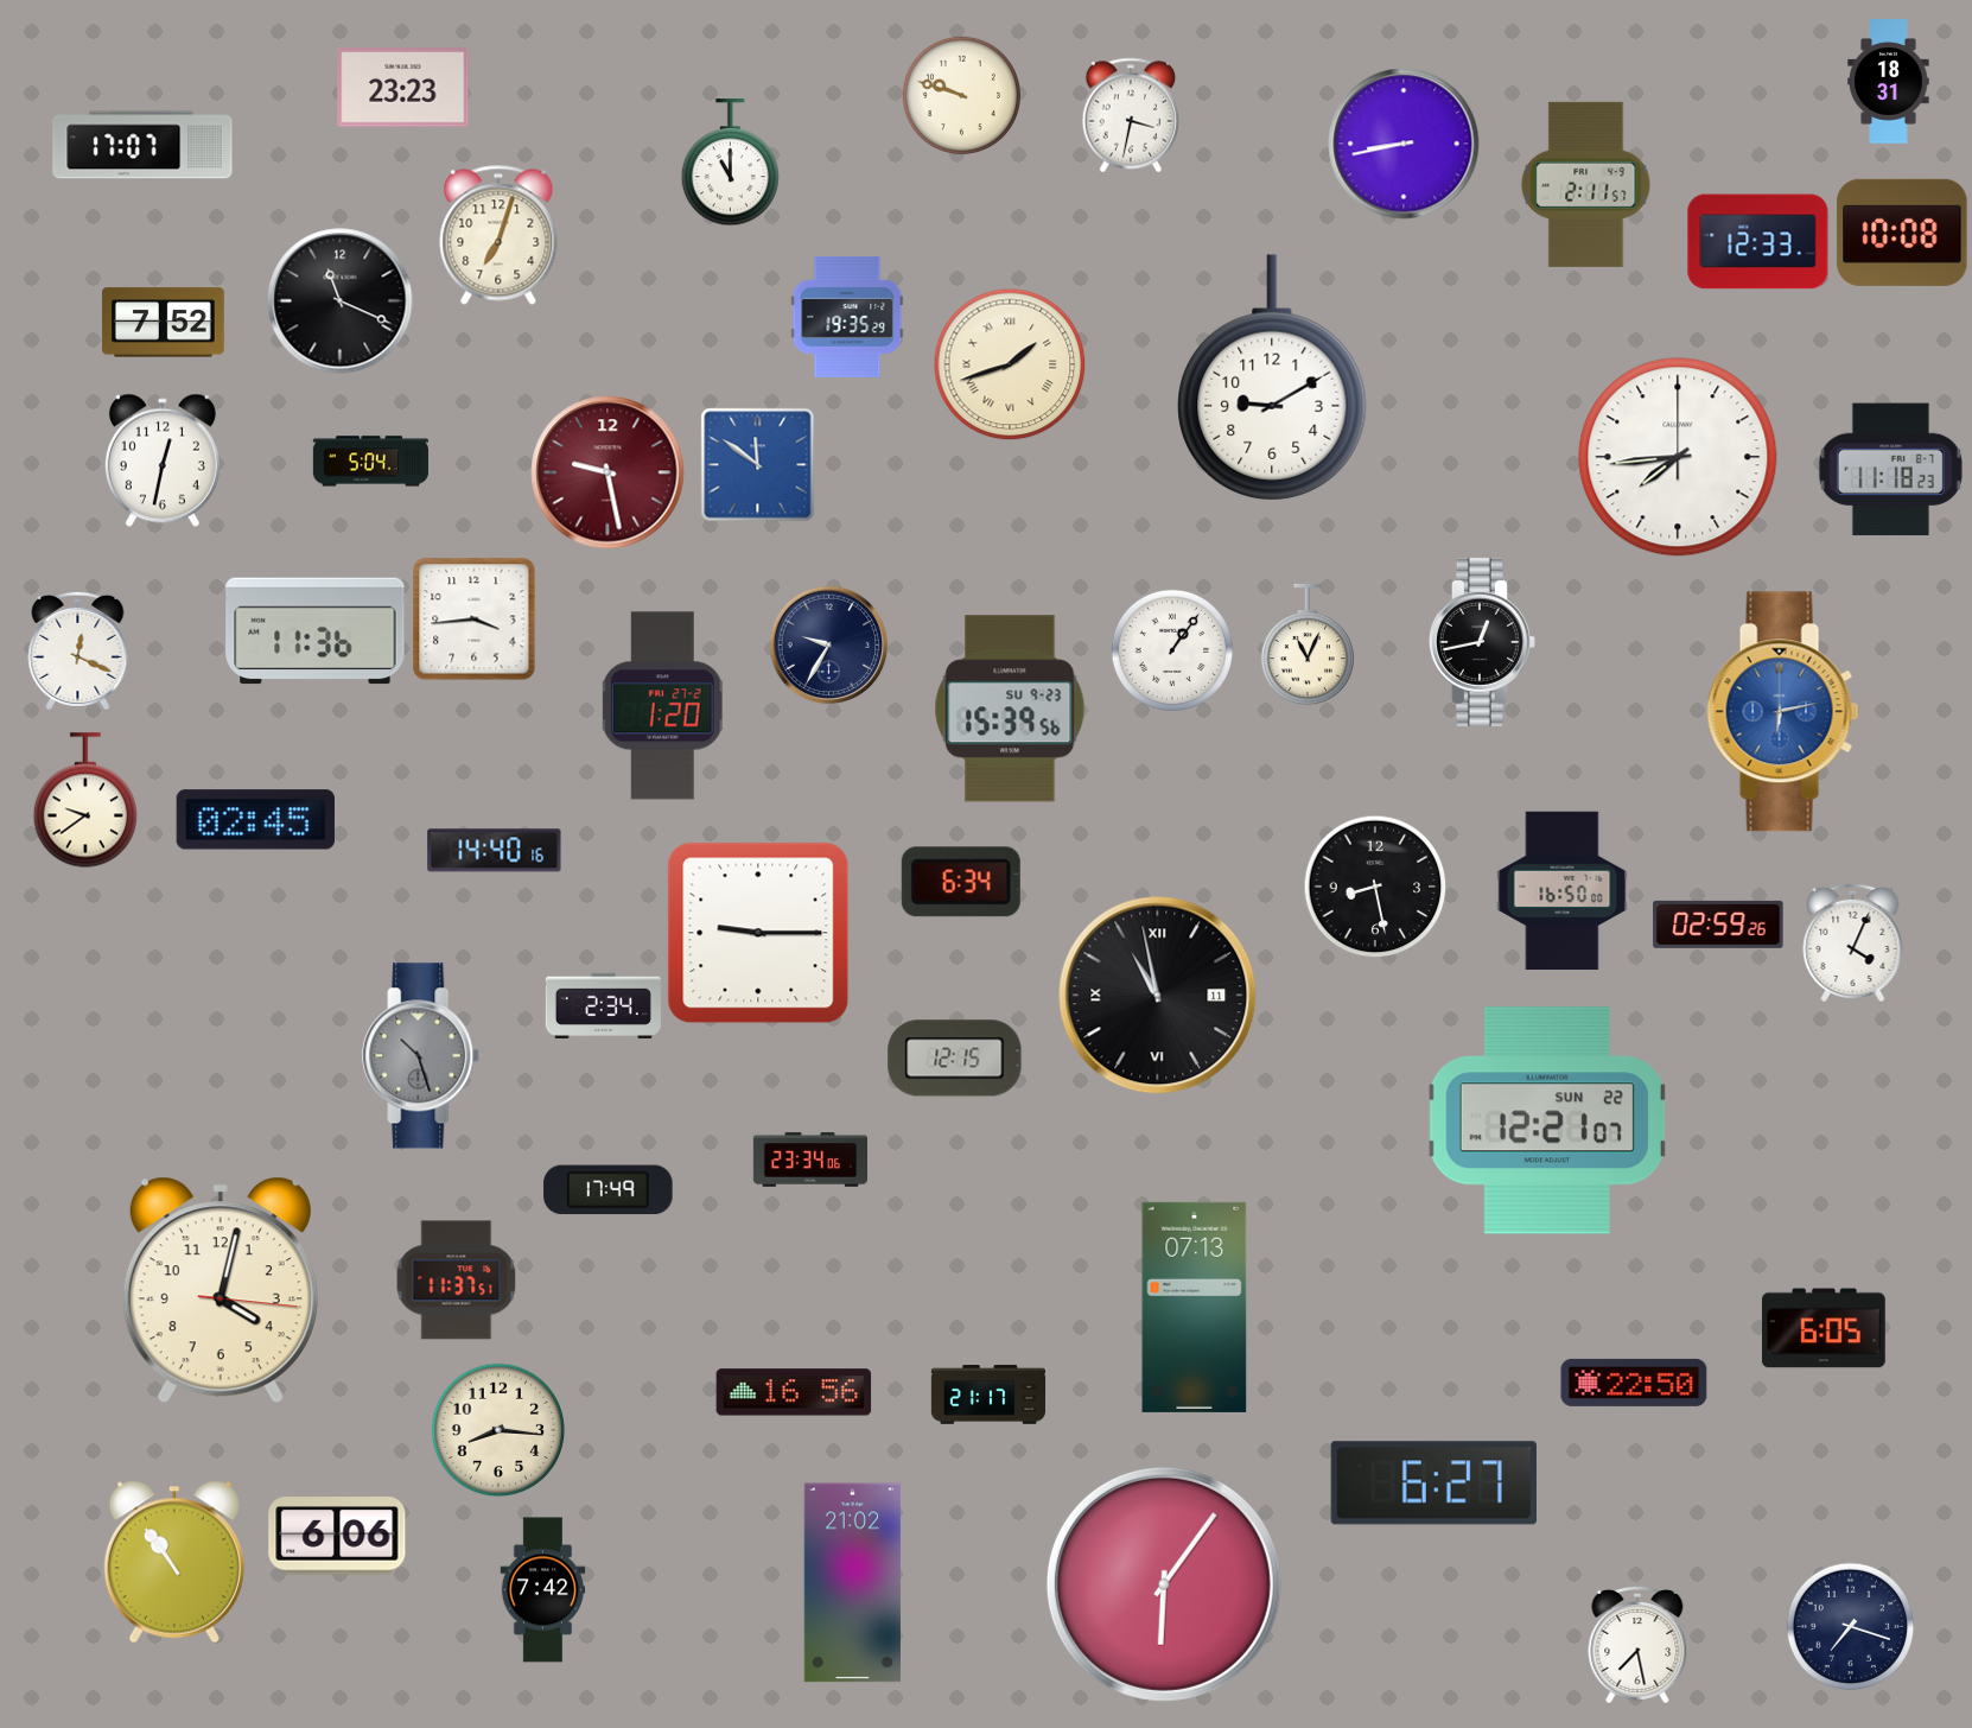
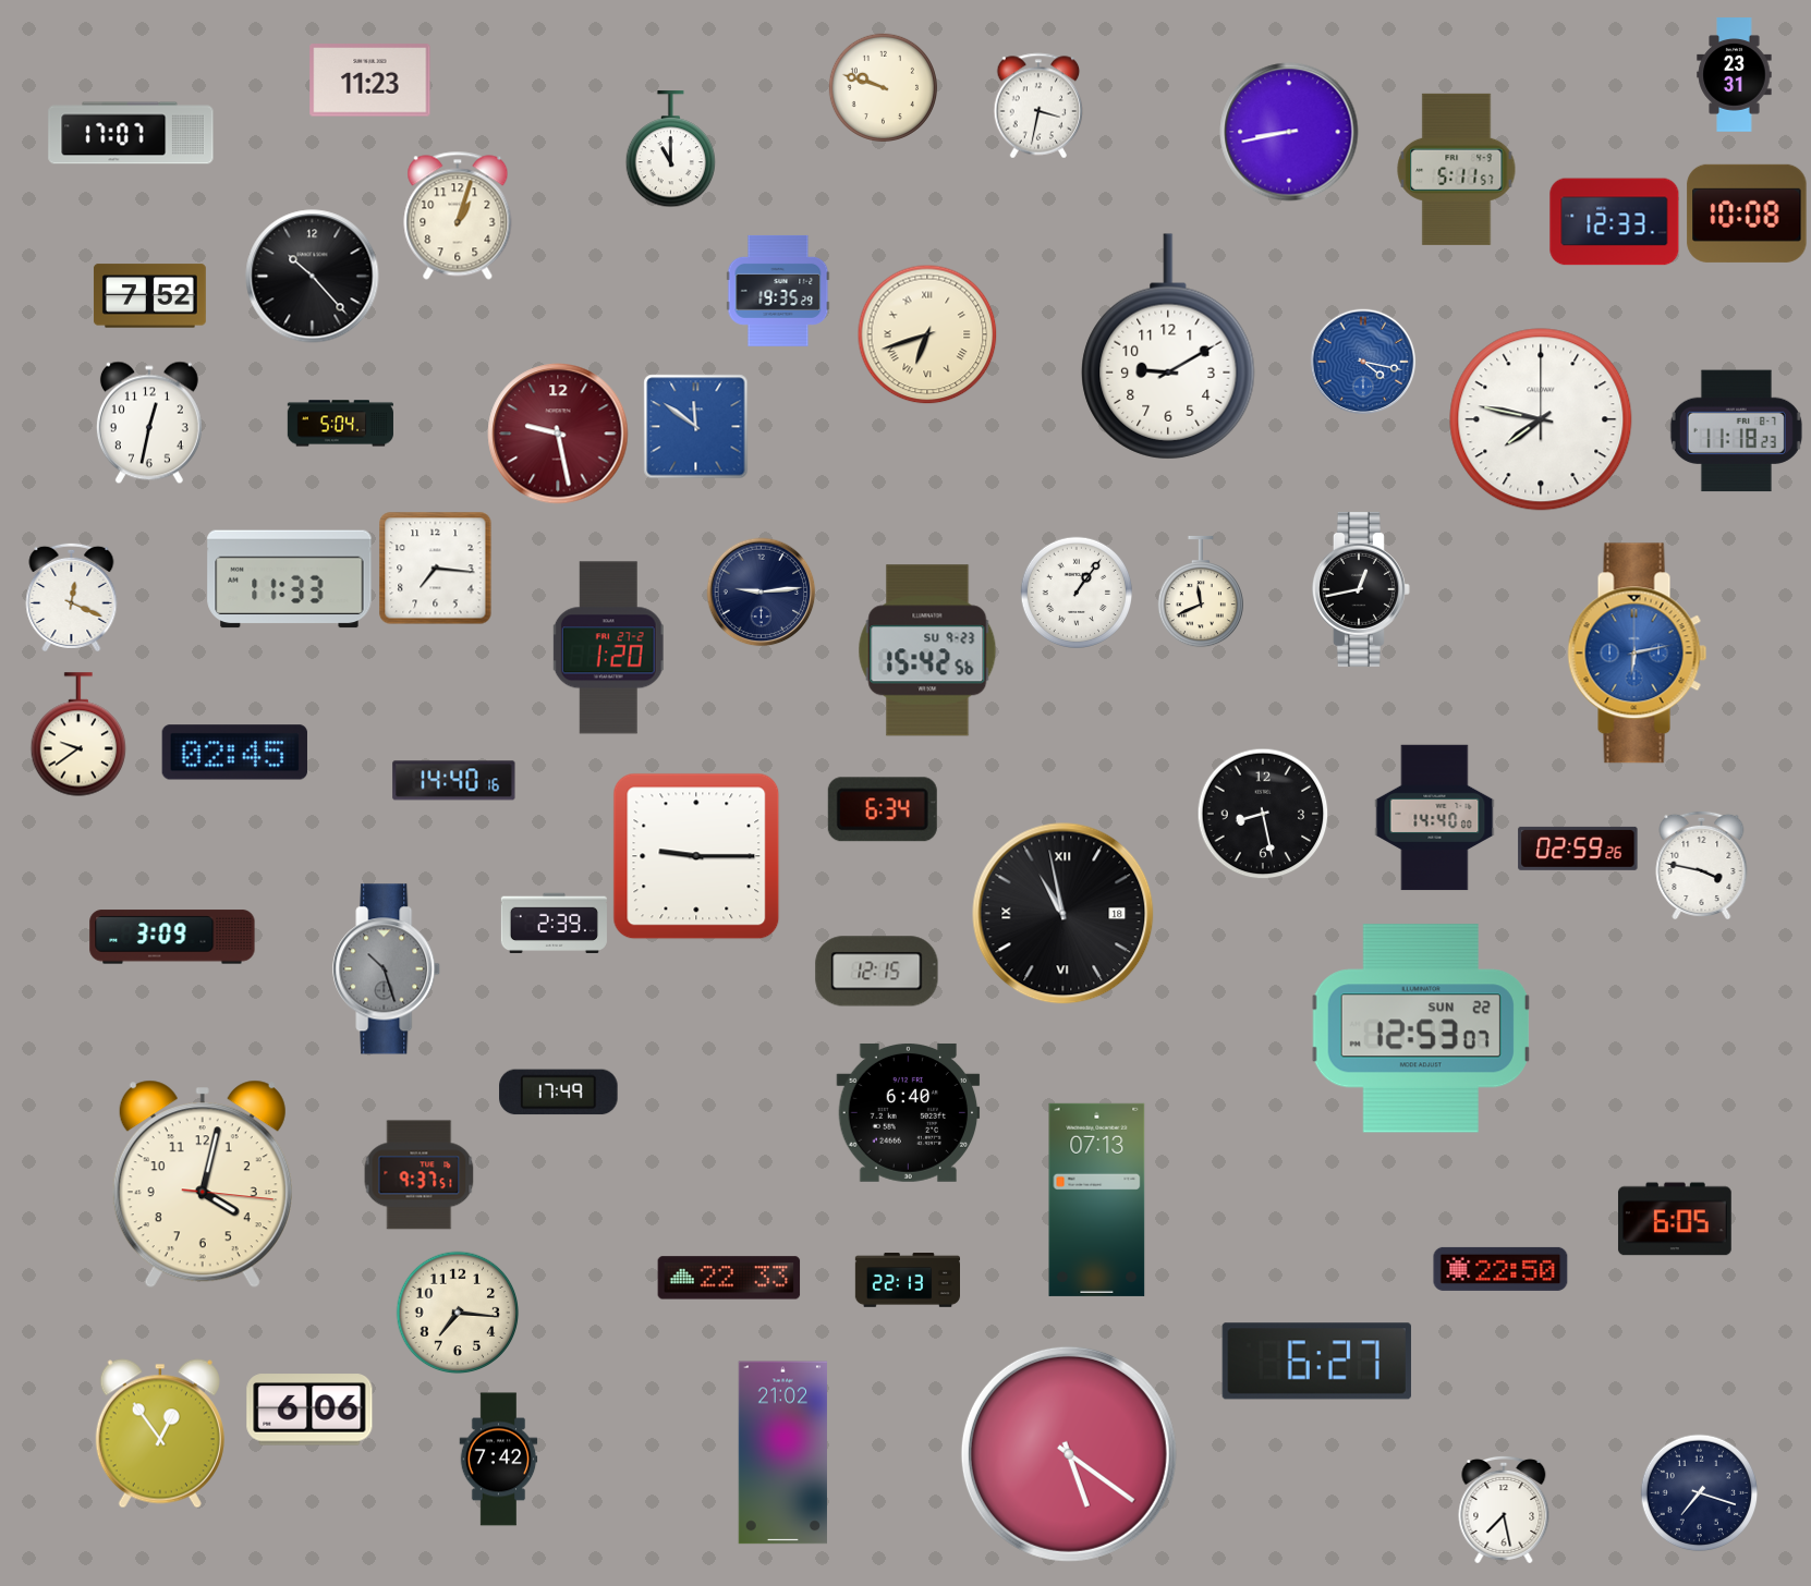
clock at (1889, 82): 18:31 -> 23:31
clock at (403, 88): 23:23 -> 11:23
clock at (1586, 184): 2:11 -> 5:11
clock at (498, 235): 7:03 -> 1:03
clock at (341, 301): 11:19 -> 10:23
clock at (1010, 364): 1:42 -> 6:42
clock at (1363, 362): none -> 4:17
clock at (1678, 457): 7:44 -> 7:47
clock at (475, 620): 3:44 -> 7:16
clock at (316, 631): 11:36 -> 11:33
clock at (1308, 644): 11:04 -> 11:41
clock at (829, 646): 9:35 -> 9:14
clock at (1171, 649) position: (1171, 649) -> (1075, 591)
clock at (1010, 709): 15:39 -> 15:42
clock at (1563, 891): 16:50 -> 14:40
clock at (1853, 942): 4:04 -> 3:47
clock at (1158, 996) date: 11 -> 18
clock at (603, 1005): 2:34 -> 2:39
clock at (172, 937): none -> 3:09
clock at (1547, 1120): 12:21 -> 12:53
clock at (809, 1160): 23:34 -> none
clock at (909, 1112): none -> 6:40
clock at (457, 1281): 11:37 -> 9:37
clock at (794, 1392): 16:56 -> 22:33
clock at (987, 1395): 21:17 -> 22:13
clock at (498, 1430): 8:16 -> 7:16
clock at (174, 1562): 10:54 -> 12:54
clock at (1164, 1584): 6:06 -> 5:21
